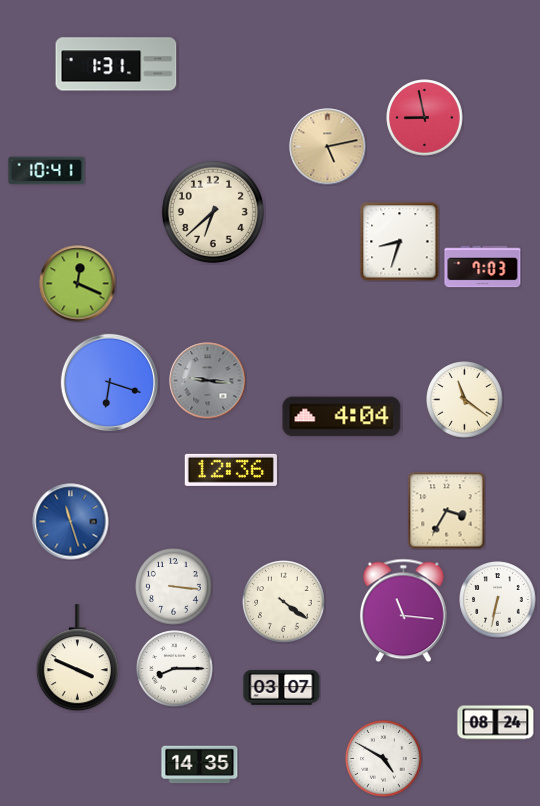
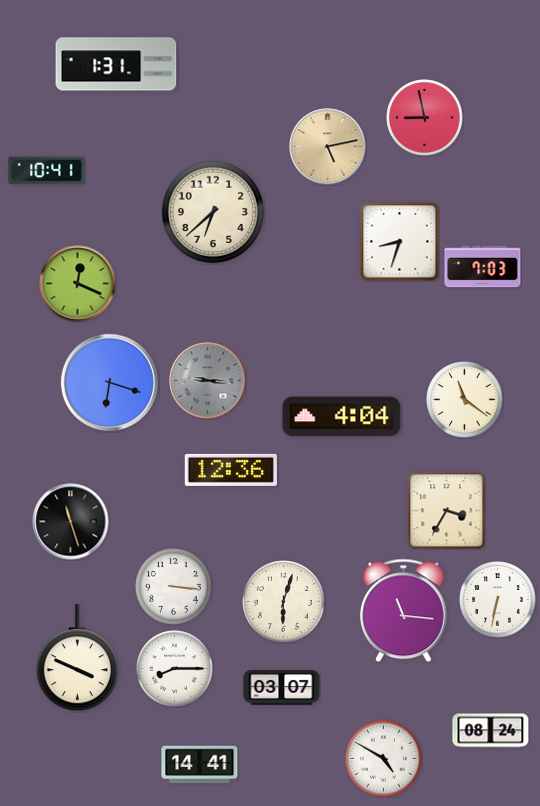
clock at (71, 522) dial: blue -> black
clock at (284, 602): 4:21 -> 6:03
clock at (496, 723) position: (496, 723) -> (491, 731)
clock at (200, 765): 14:35 -> 14:41
